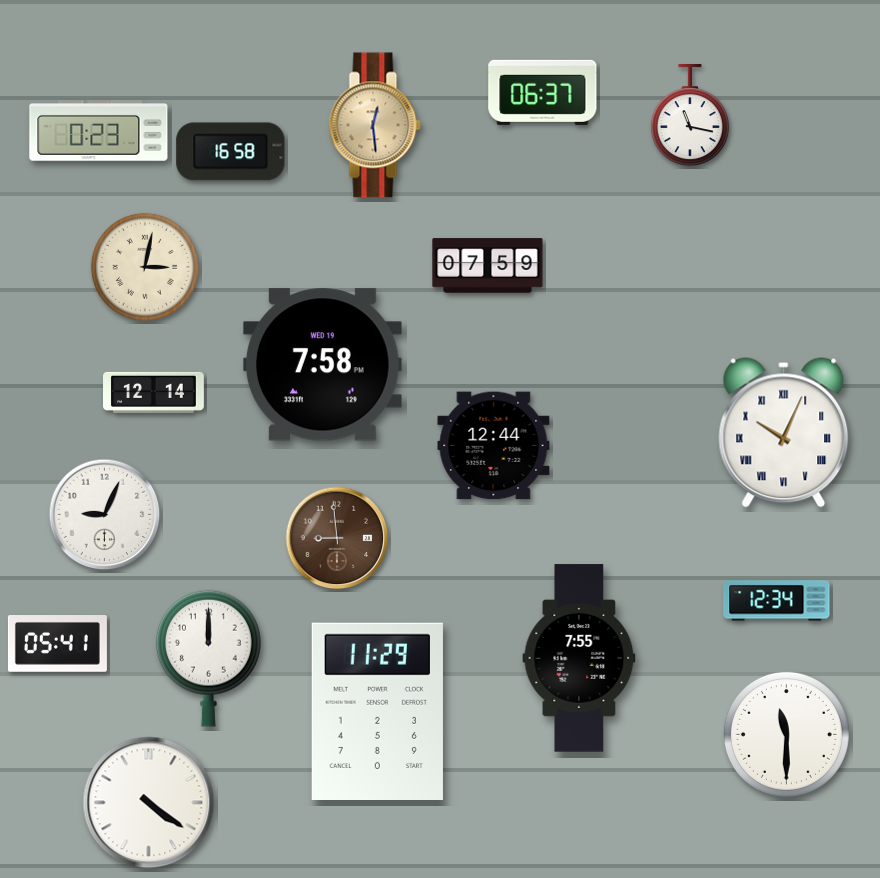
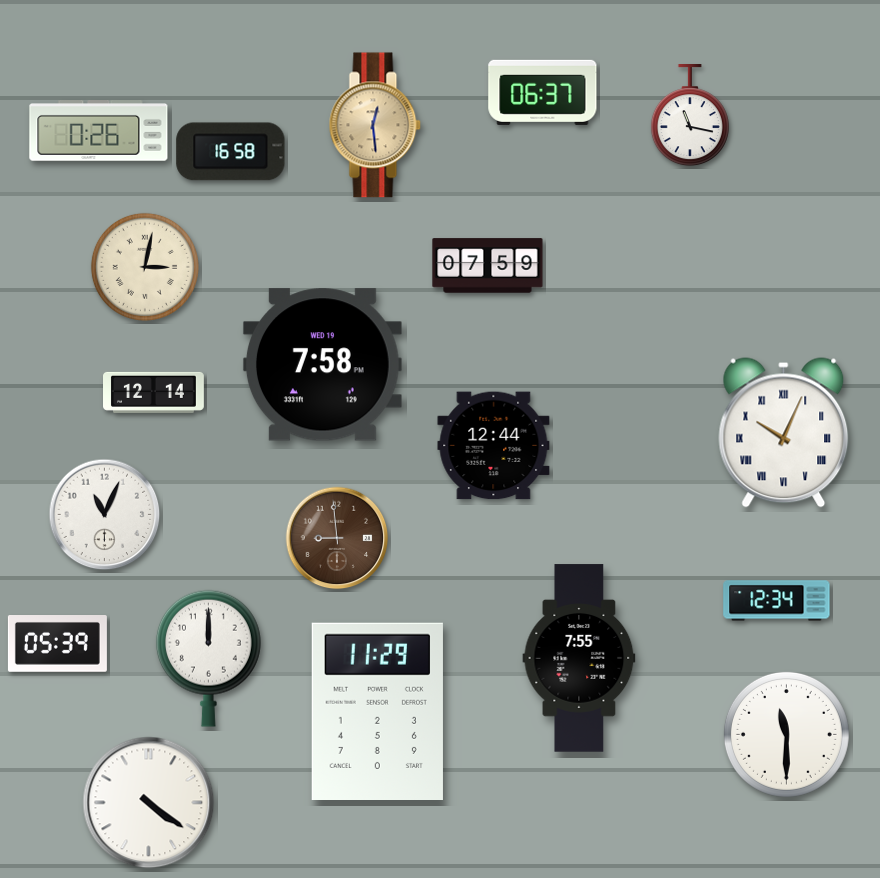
clock at (99, 131): 0:23 -> 0:26
clock at (105, 515): 9:04 -> 11:04
clock at (57, 644): 05:41 -> 05:39
